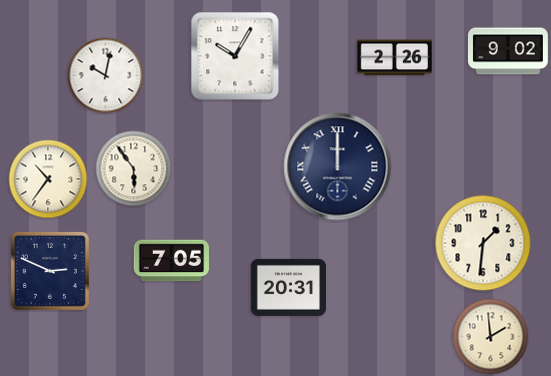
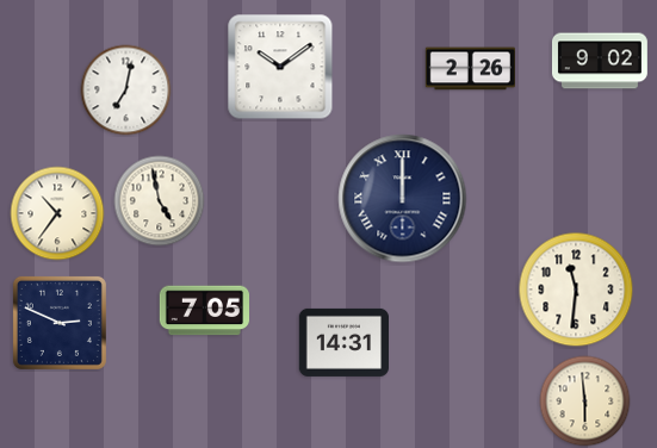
clock at (508, 51) position: (508, 51) -> (600, 61)
clock at (235, 56): 10:05 -> 10:09
clock at (106, 76): 10:02 -> 7:02
clock at (134, 169): 5:54 -> 4:58
clock at (483, 243): 1:31 -> 11:31
clock at (288, 287): 20:31 -> 14:31
clock at (491, 337): 1:59 -> 5:59
